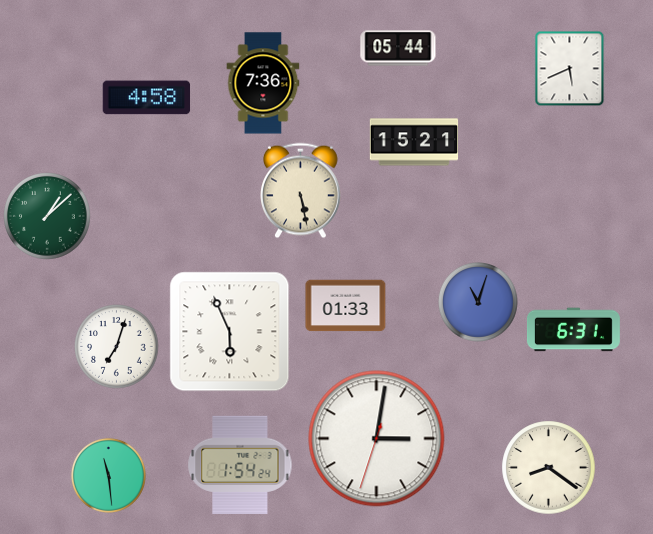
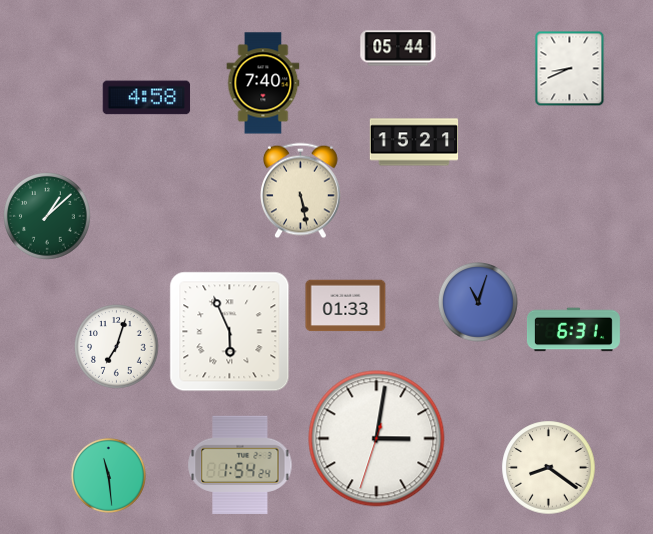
clock at (570, 69): 5:41 -> 8:41
clock at (263, 83): 7:36 -> 7:40
